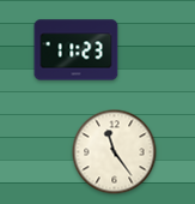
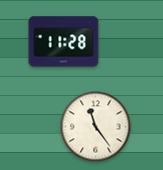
clock at (77, 50): 11:23 -> 11:28
